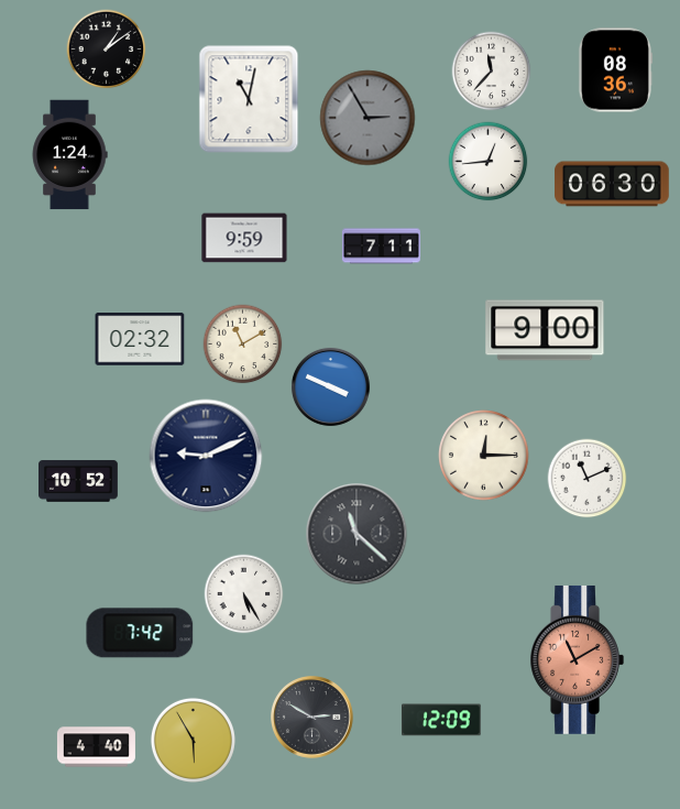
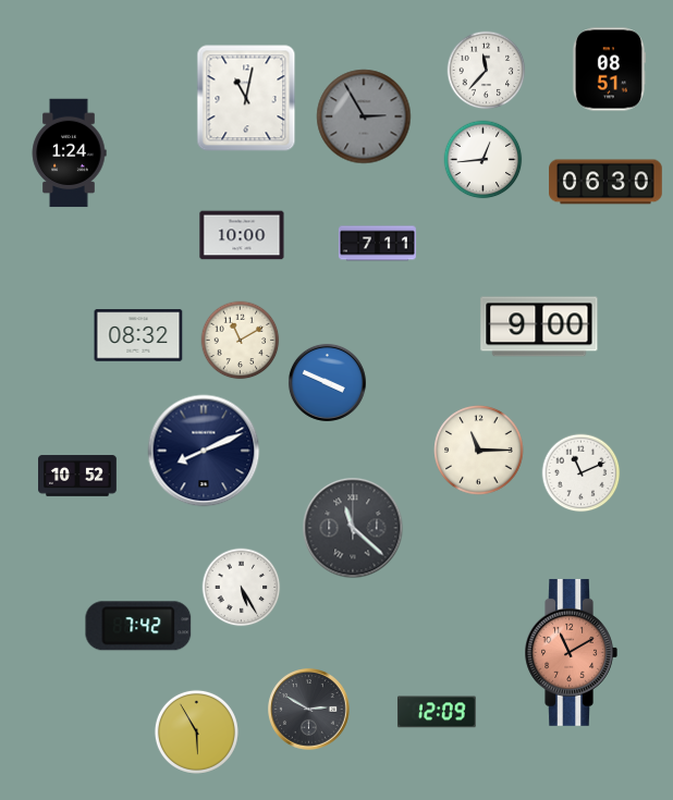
clock at (107, 50): 1:09 -> none
clock at (615, 70): 08:36 -> 08:51
clock at (244, 238): 9:59 -> 10:00
clock at (140, 339): 02:32 -> 08:32
clock at (206, 456): 9:11 -> 8:11
clock at (484, 456): 12:15 -> 11:15
clock at (193, 740) position: (193, 740) -> (196, 731)
clock at (96, 747): 4:40 -> none
